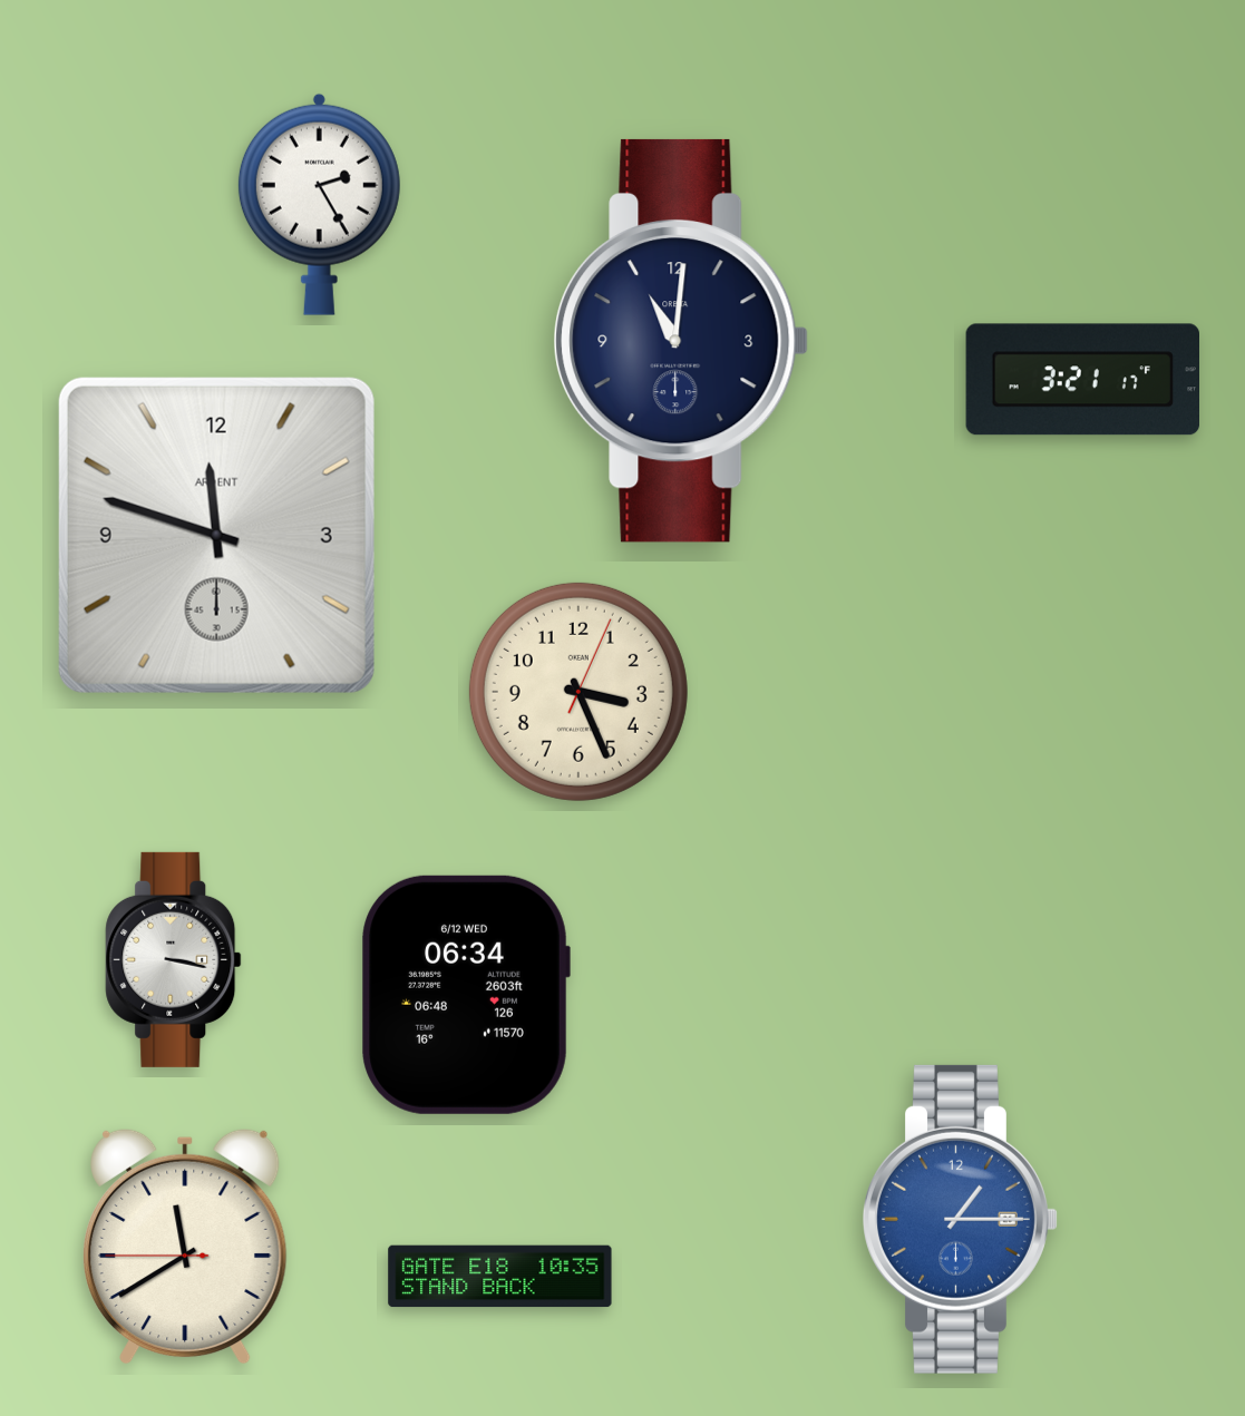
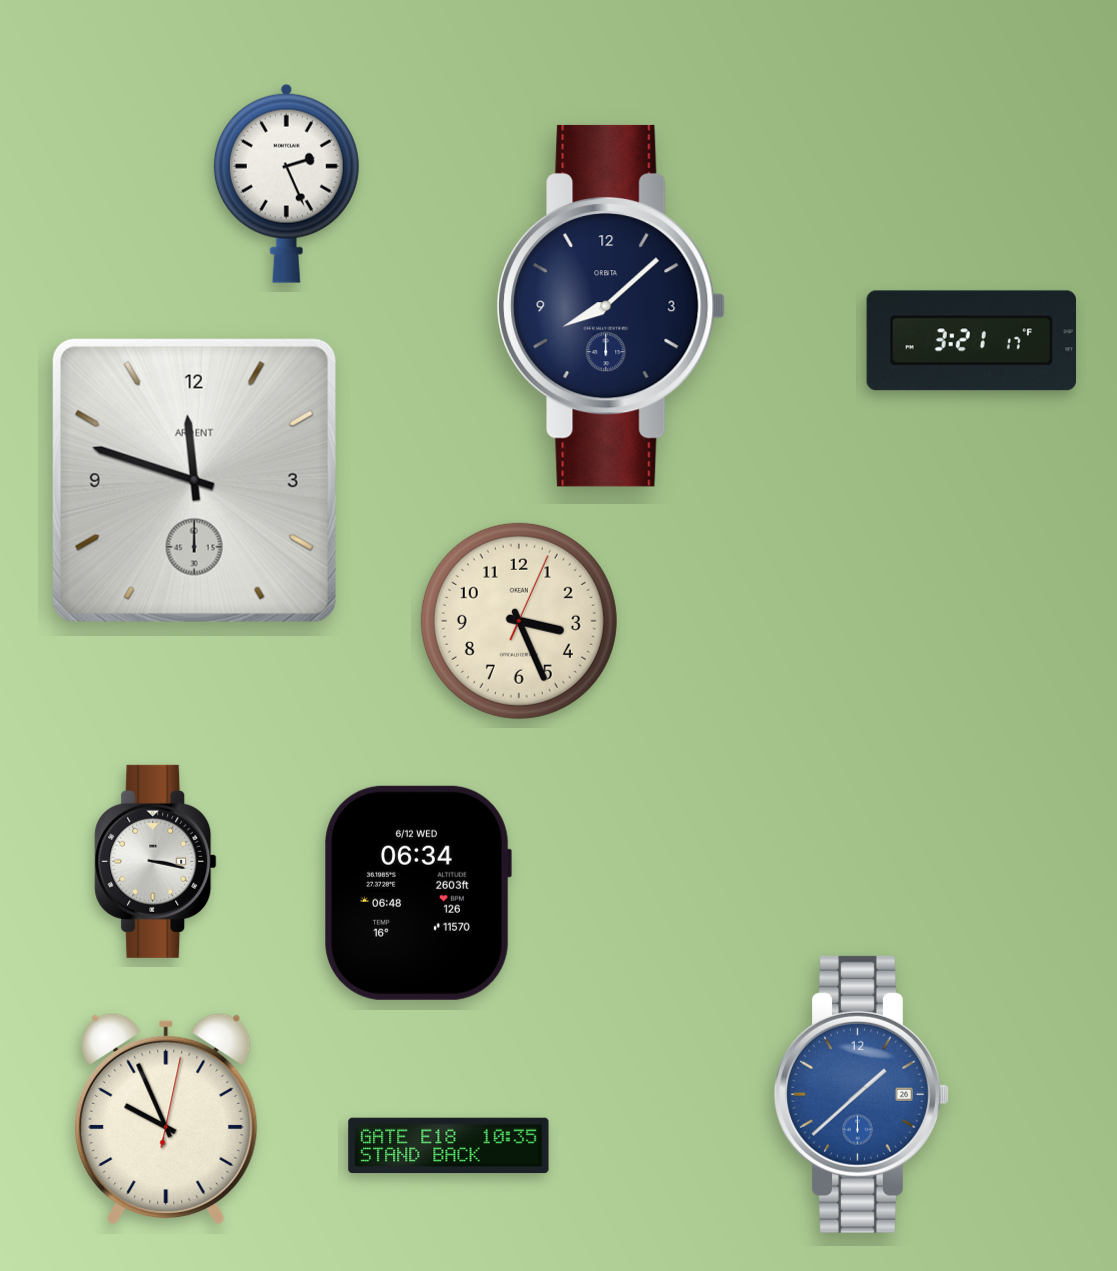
clock at (319, 204): 2:25 -> 2:26
clock at (681, 341): 11:01 -> 8:08
clock at (961, 1219): 1:15 -> 1:38
clock at (185, 1247): 11:39 -> 9:56
